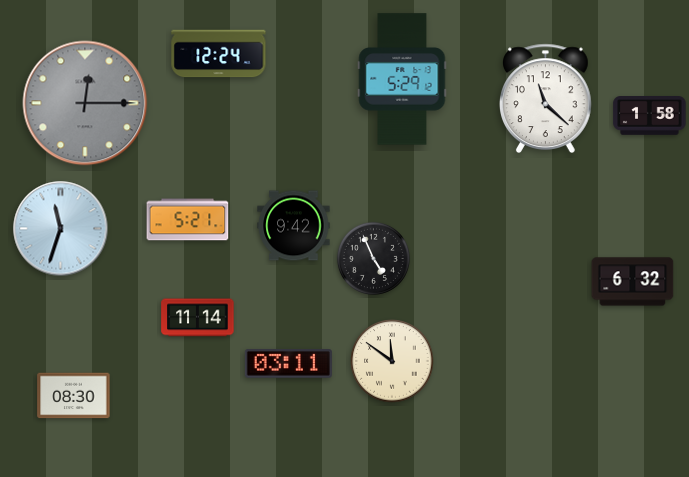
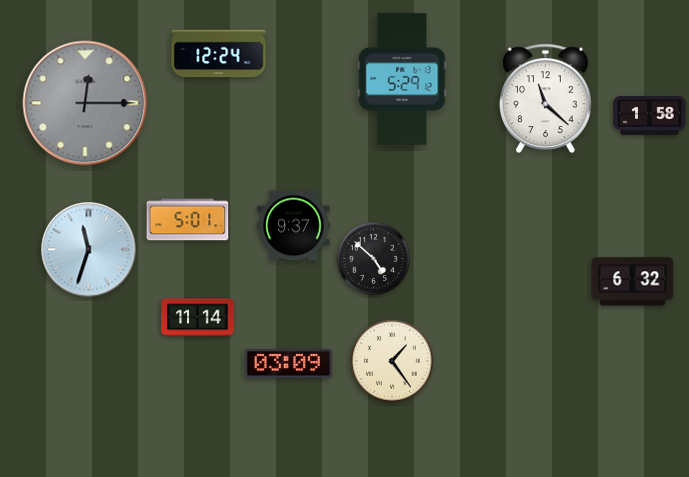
clock at (188, 220): 5:21 -> 5:01
clock at (294, 226): 9:42 -> 9:37
clock at (61, 229) position: (61, 229) -> (89, 250)
clock at (373, 258): 4:56 -> 4:52
clock at (392, 361): 11:51 -> 1:24
clock at (288, 364): 03:11 -> 03:09
clock at (74, 396): 08:30 -> none
